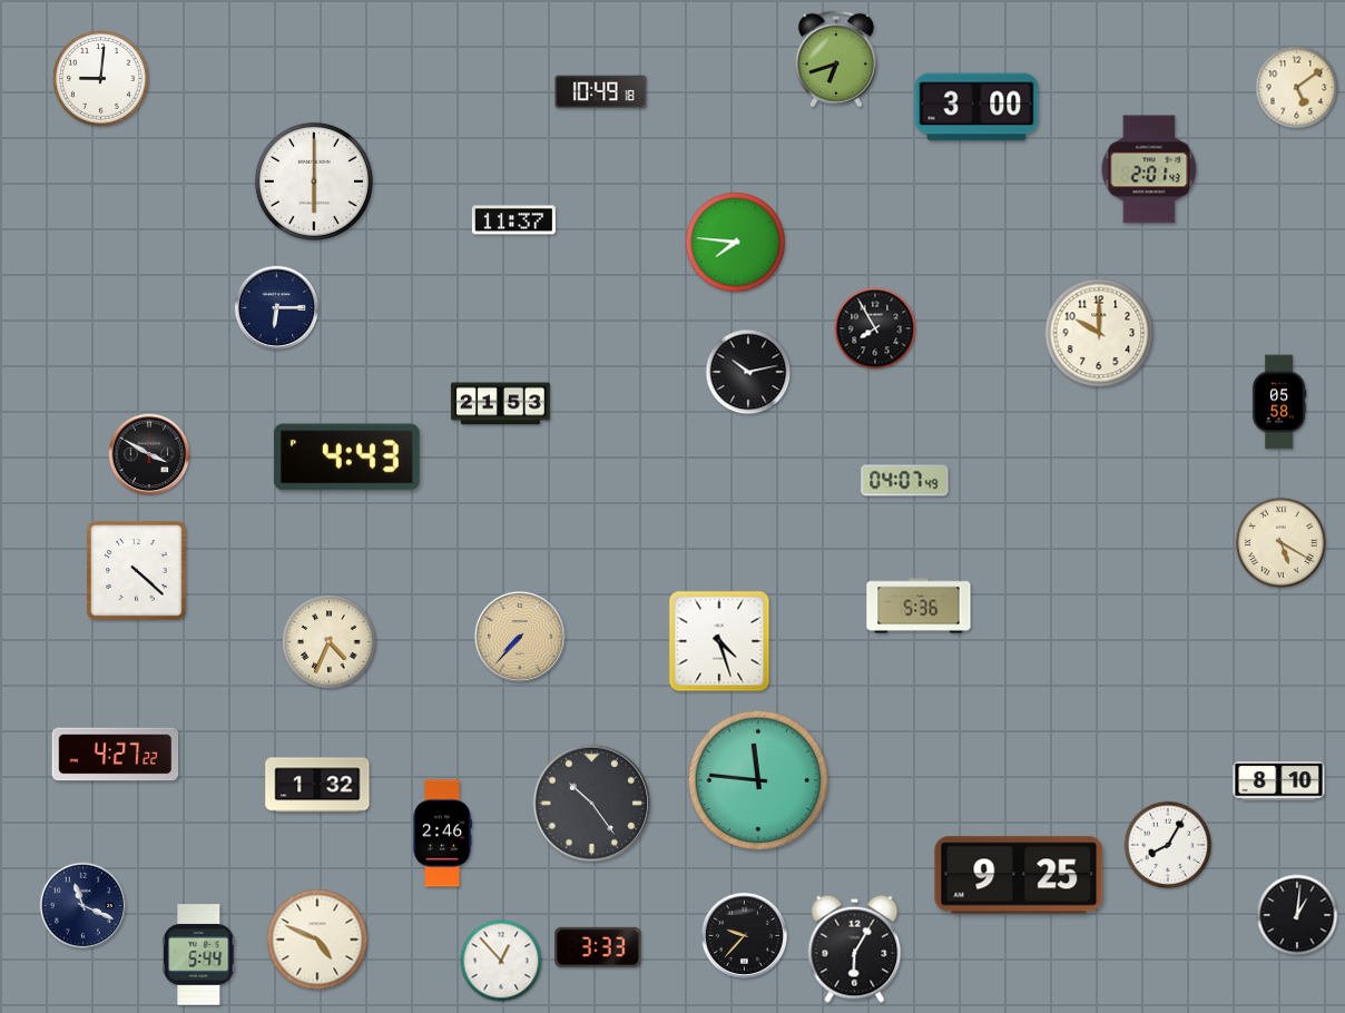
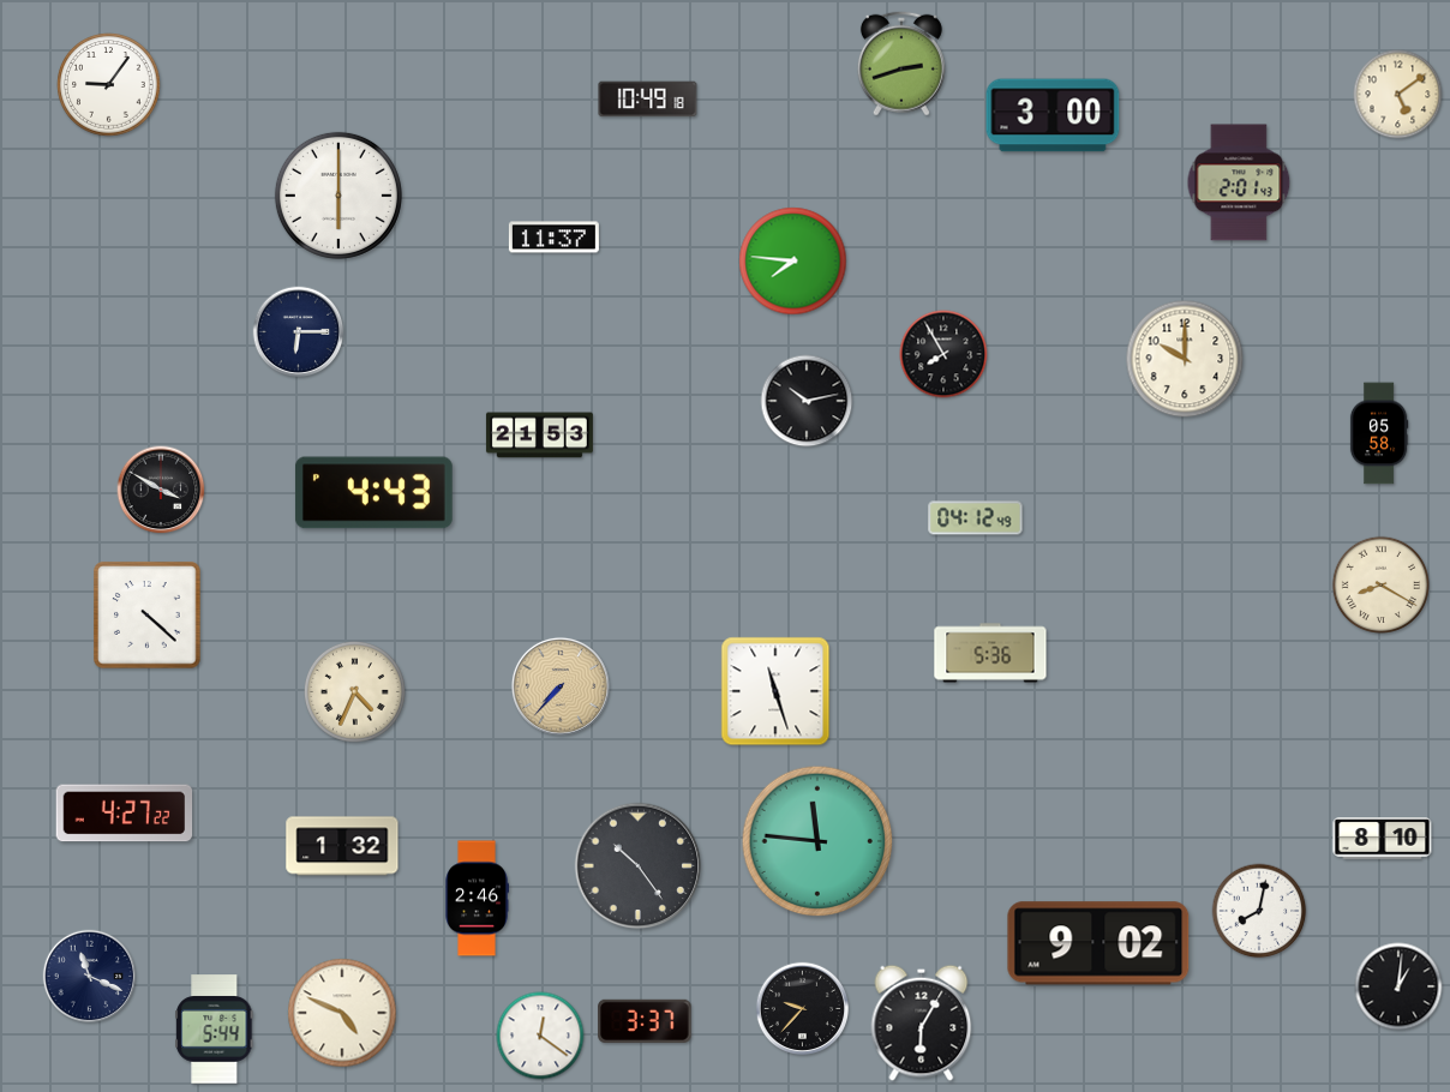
clock at (836, 59): 6:42 -> 2:42
clock at (101, 79): 9:01 -> 9:06
clock at (905, 481): 04:07 -> 04:12
clock at (1280, 542): 5:20 -> 8:20
clock at (719, 641): 4:27 -> 11:27
clock at (1279, 781) position: (1279, 781) -> (1383, 839)
clock at (1168, 845): 8:05 -> 8:02
clock at (1019, 875): 9:25 -> 9:02
clock at (598, 947): 3:33 -> 3:37
clock at (501, 961): 12:53 -> 12:21
